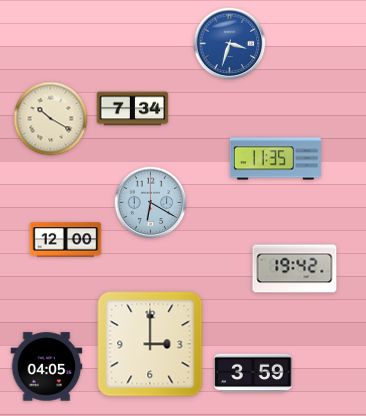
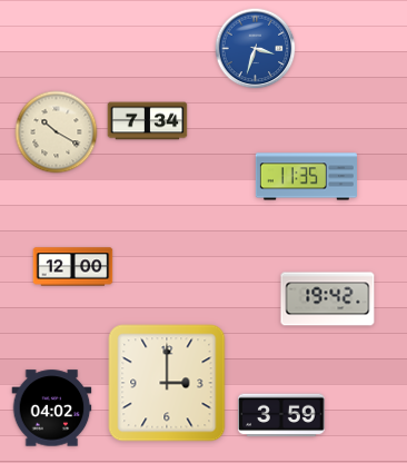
clock at (151, 203): 6:20 -> none
clock at (47, 367): 04:05 -> 04:02
